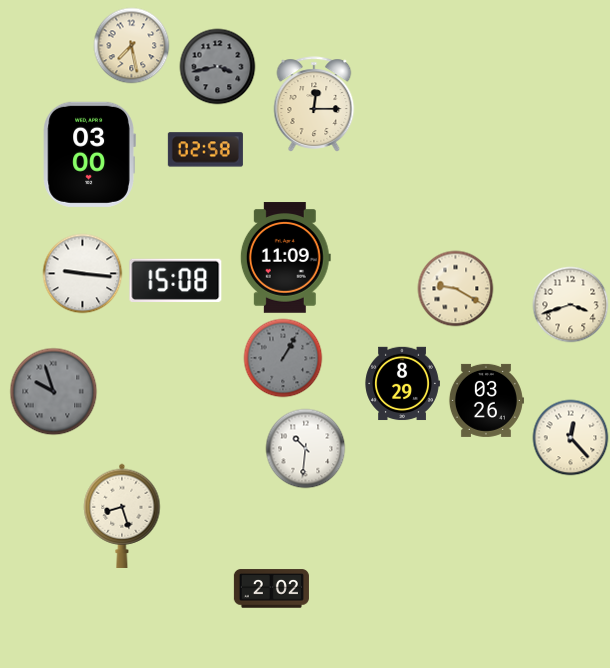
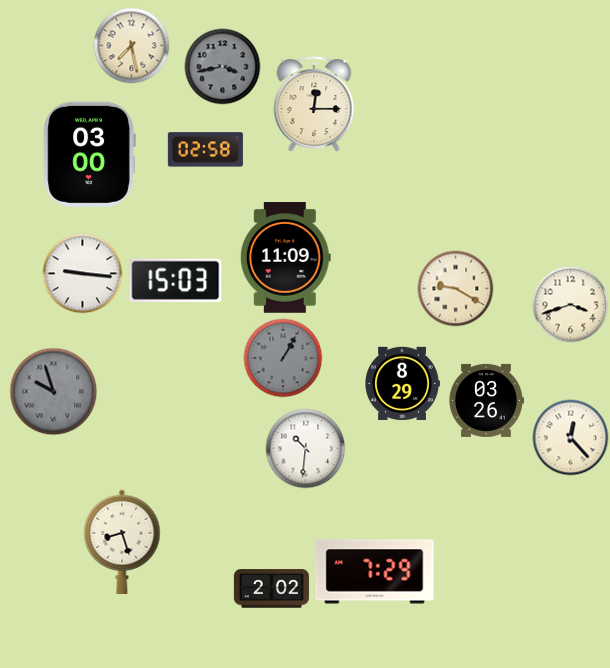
clock at (218, 67) position: (218, 67) -> (223, 67)
clock at (176, 280): 15:08 -> 15:03
clock at (122, 516) position: (122, 516) -> (122, 542)
clock at (375, 572): none -> 7:29
